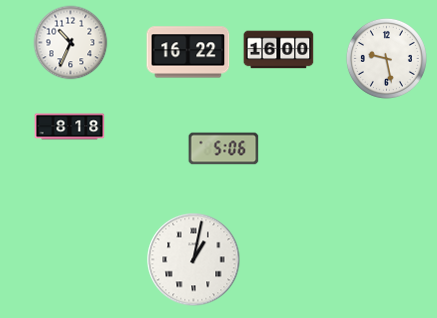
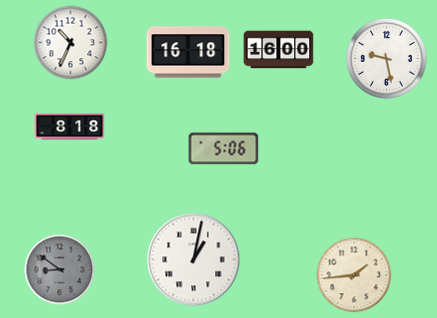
clock at (188, 52): 16:22 -> 16:18
clock at (60, 270): none -> 8:51
clock at (354, 275): none -> 1:44
